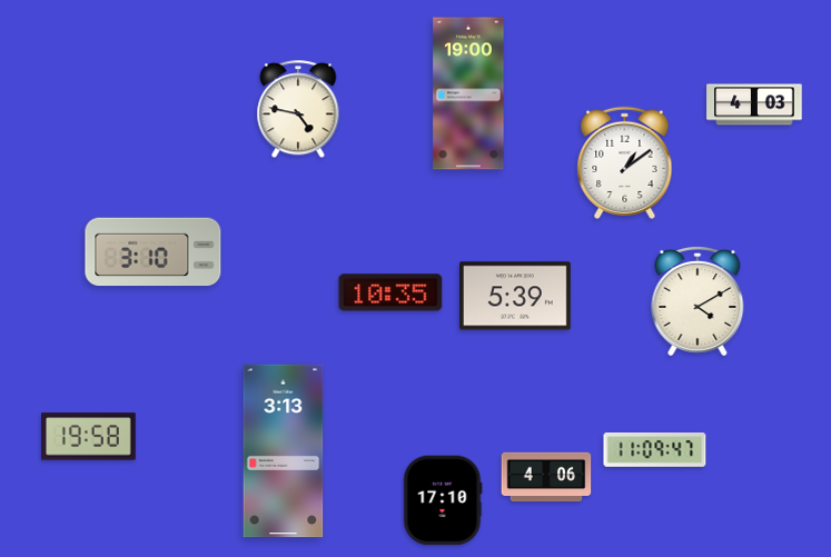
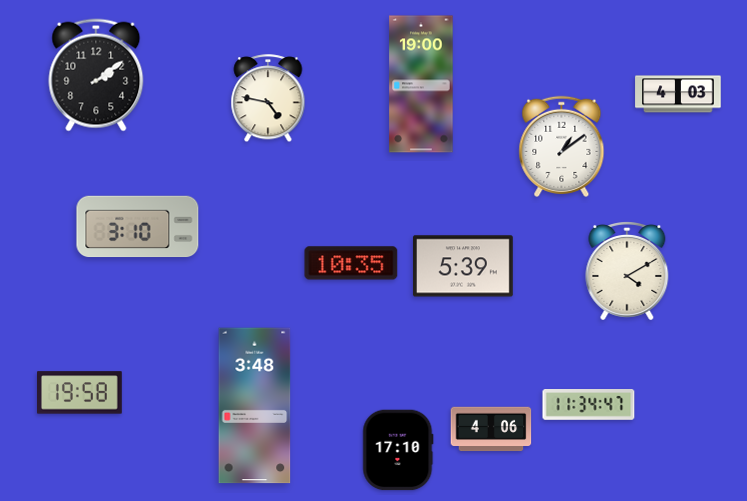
clock at (96, 75): none -> 2:09
clock at (655, 450): 11:09 -> 11:34
clock at (284, 451): 3:13 -> 3:48
